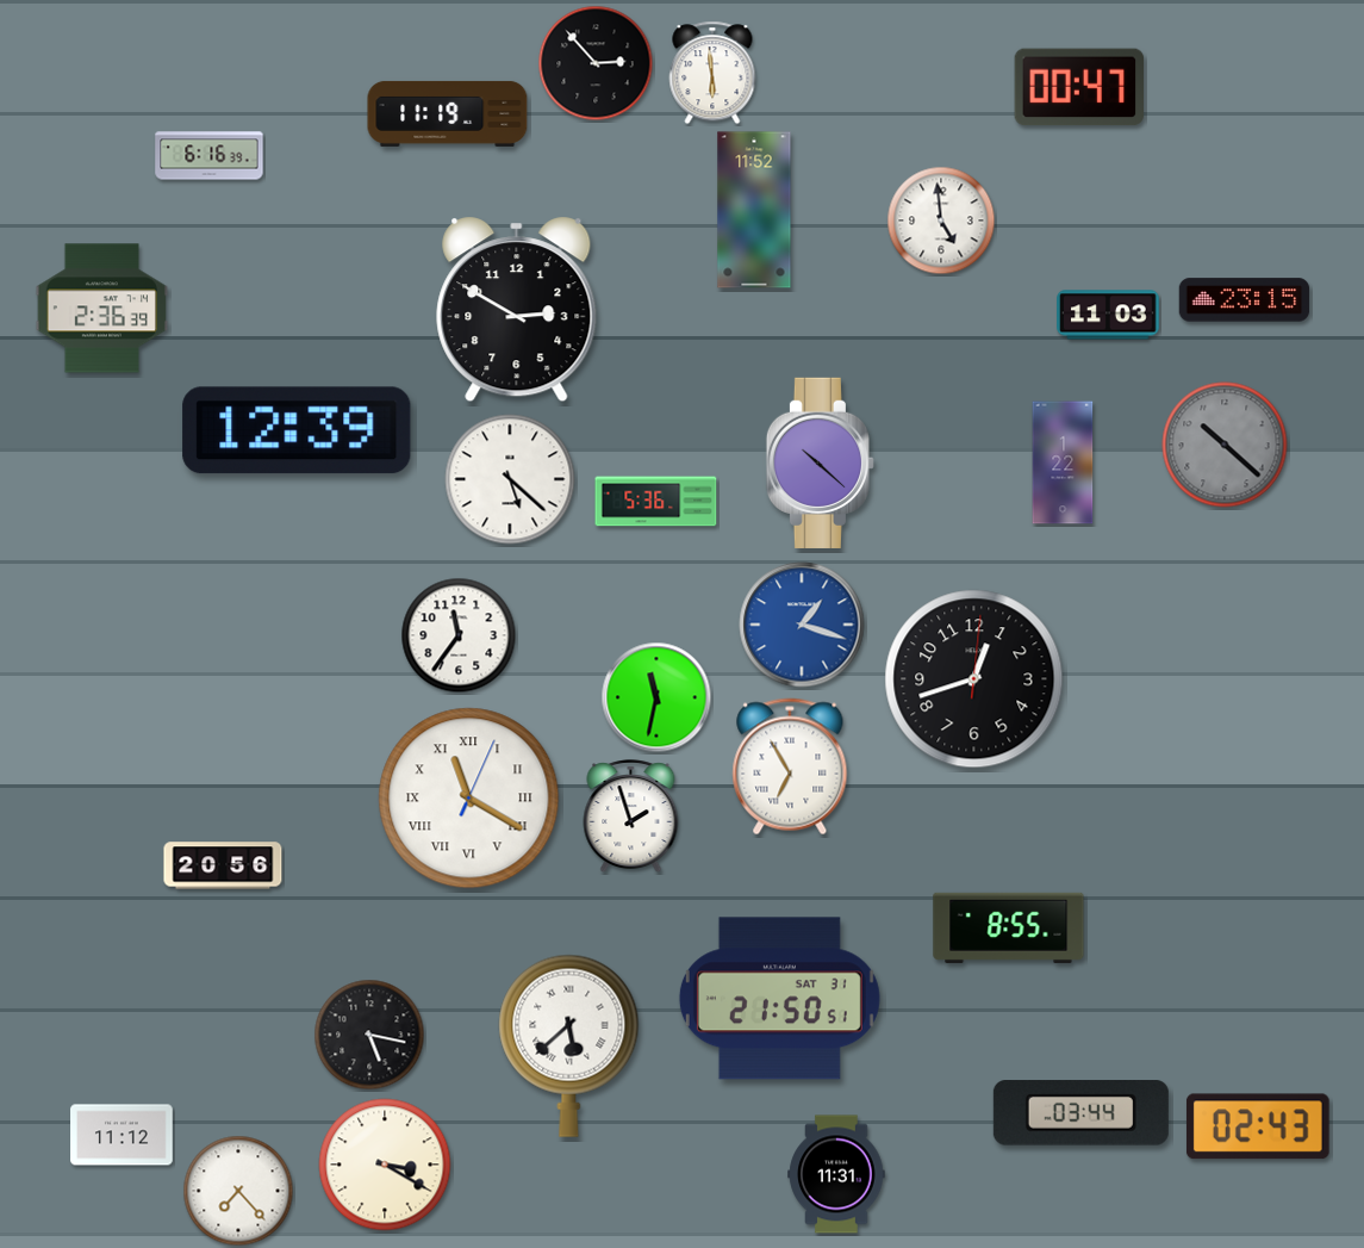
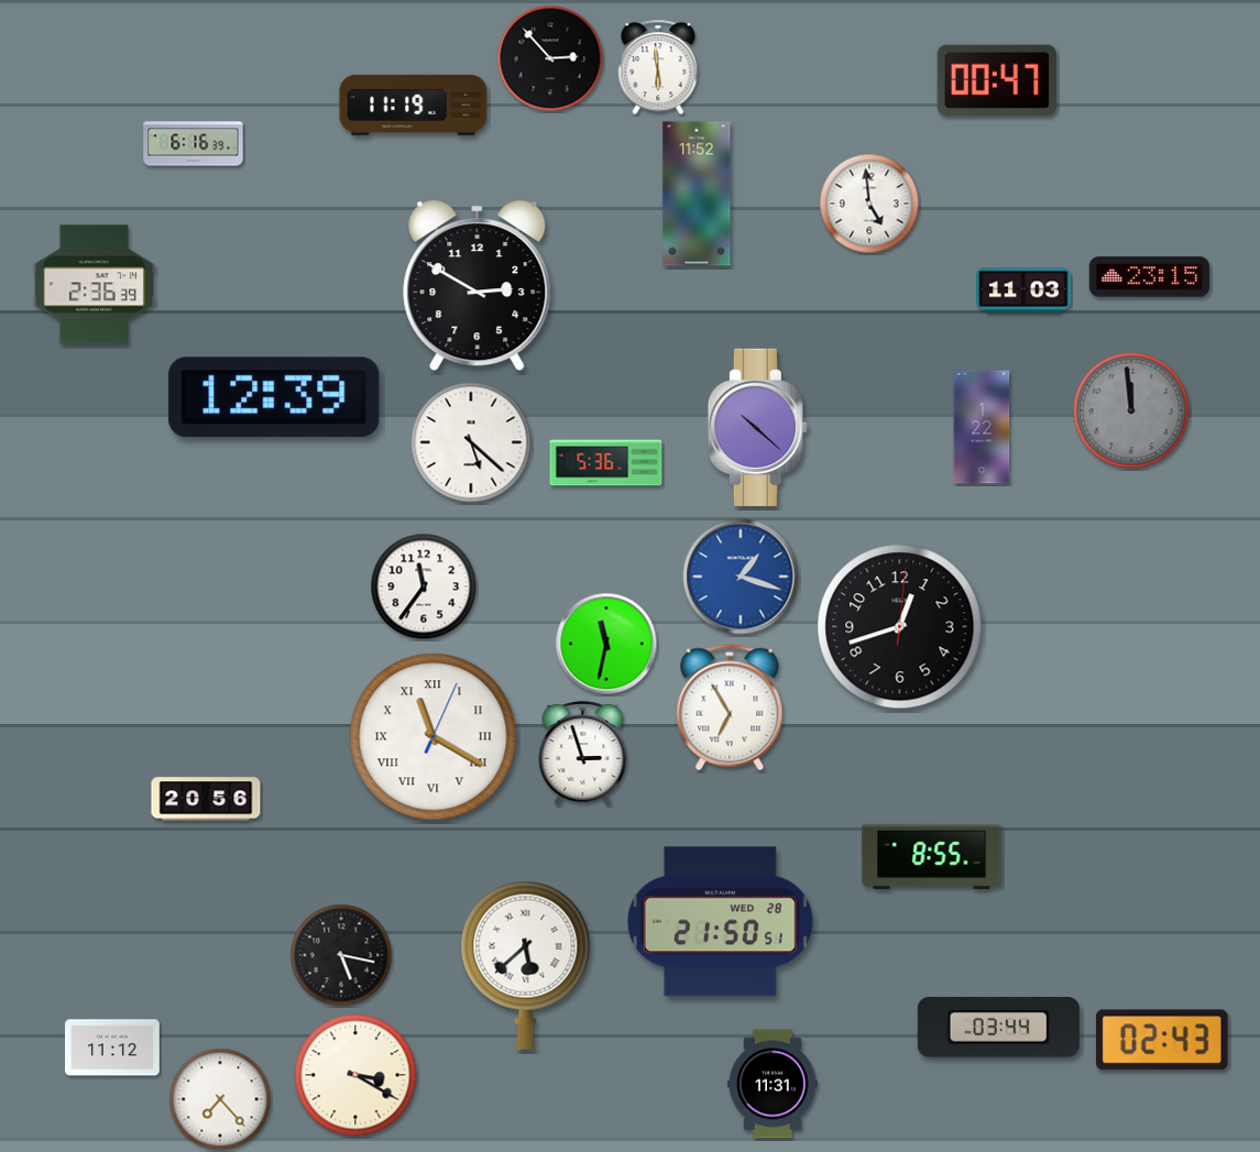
clock at (1225, 445): 10:22 -> 11:59
clock at (631, 817): 1:57 -> 2:57
clock at (779, 999) date: SAT 31 -> WED 28
